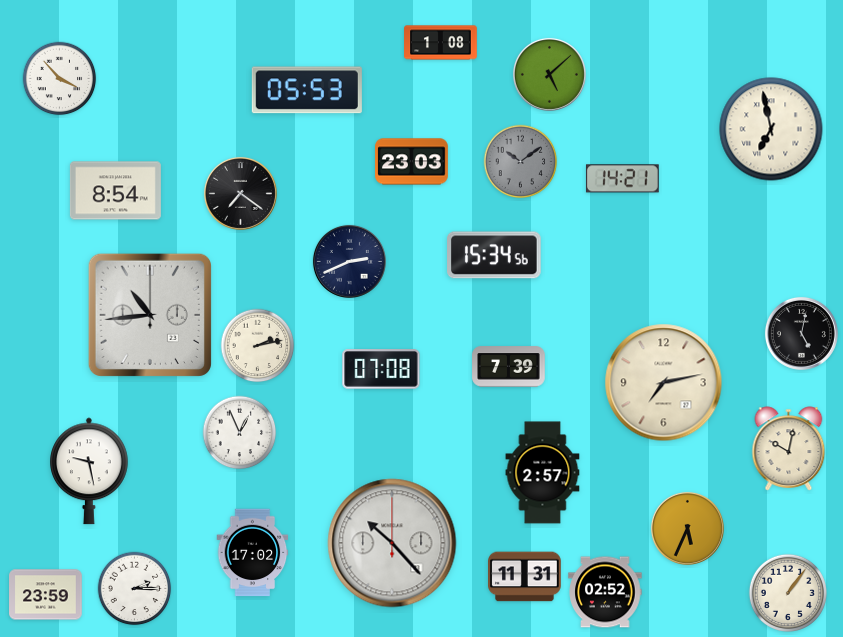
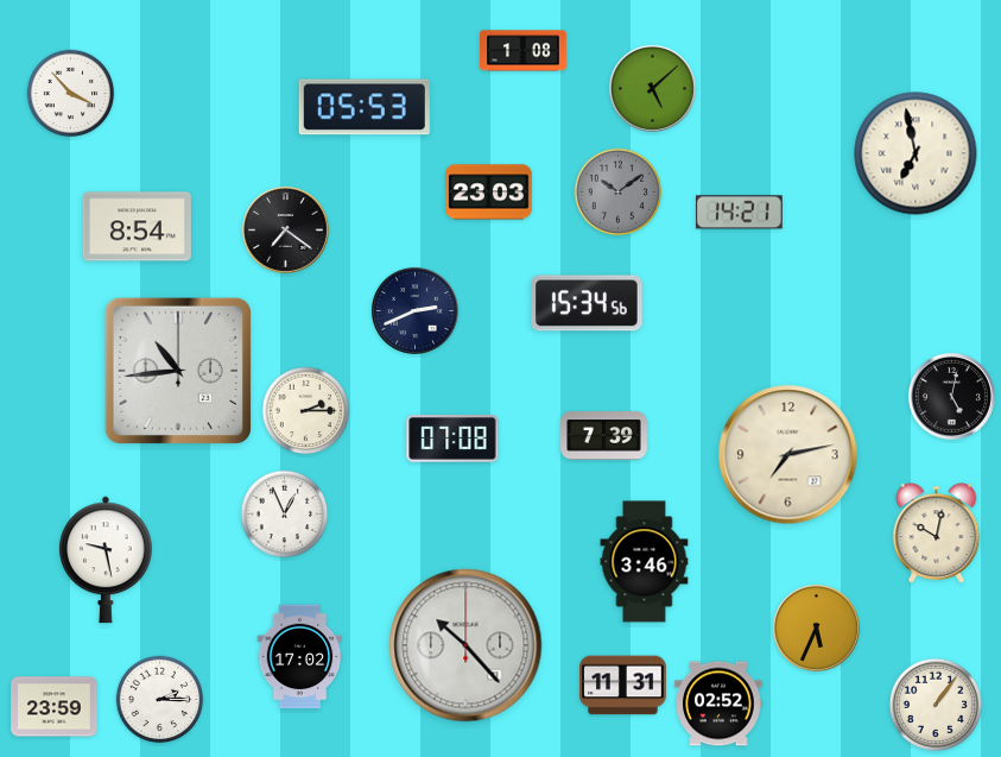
clock at (150, 315) position: (150, 315) -> (178, 371)
clock at (258, 346): 2:13 -> 2:15
clock at (543, 473): 2:57 -> 3:46
